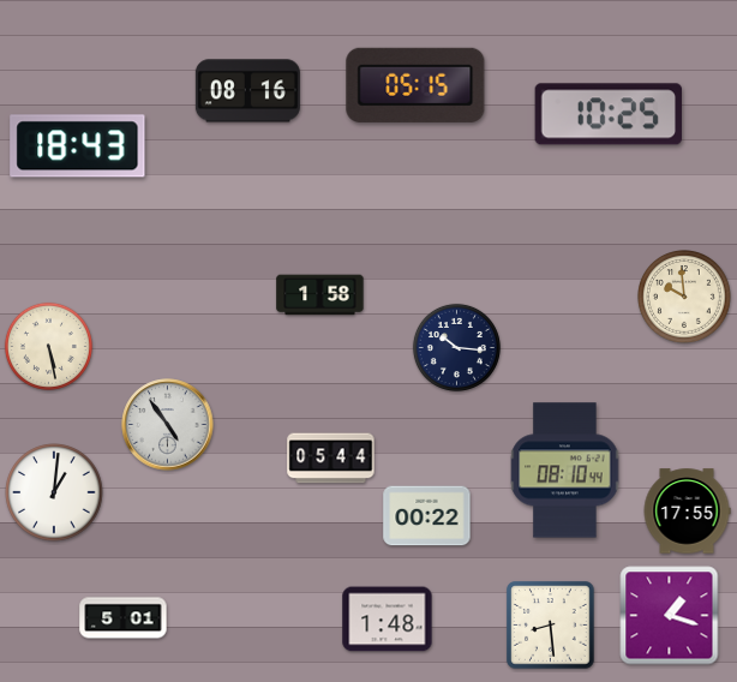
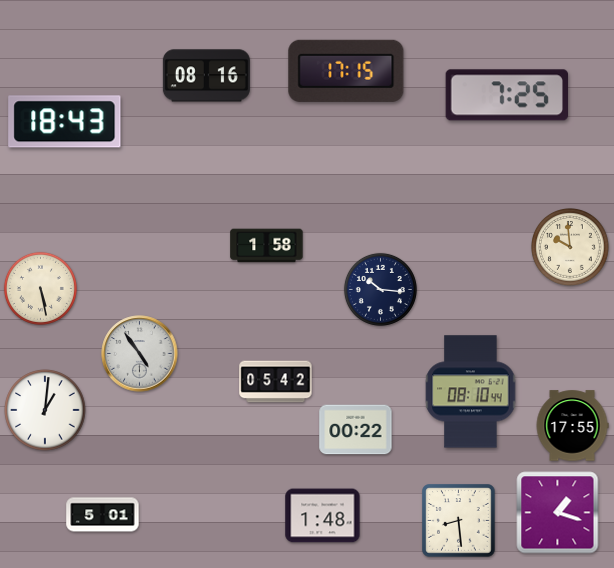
clock at (415, 85): 05:15 -> 17:15
clock at (607, 114): 10:25 -> 7:25
clock at (331, 459): 05:44 -> 05:42
